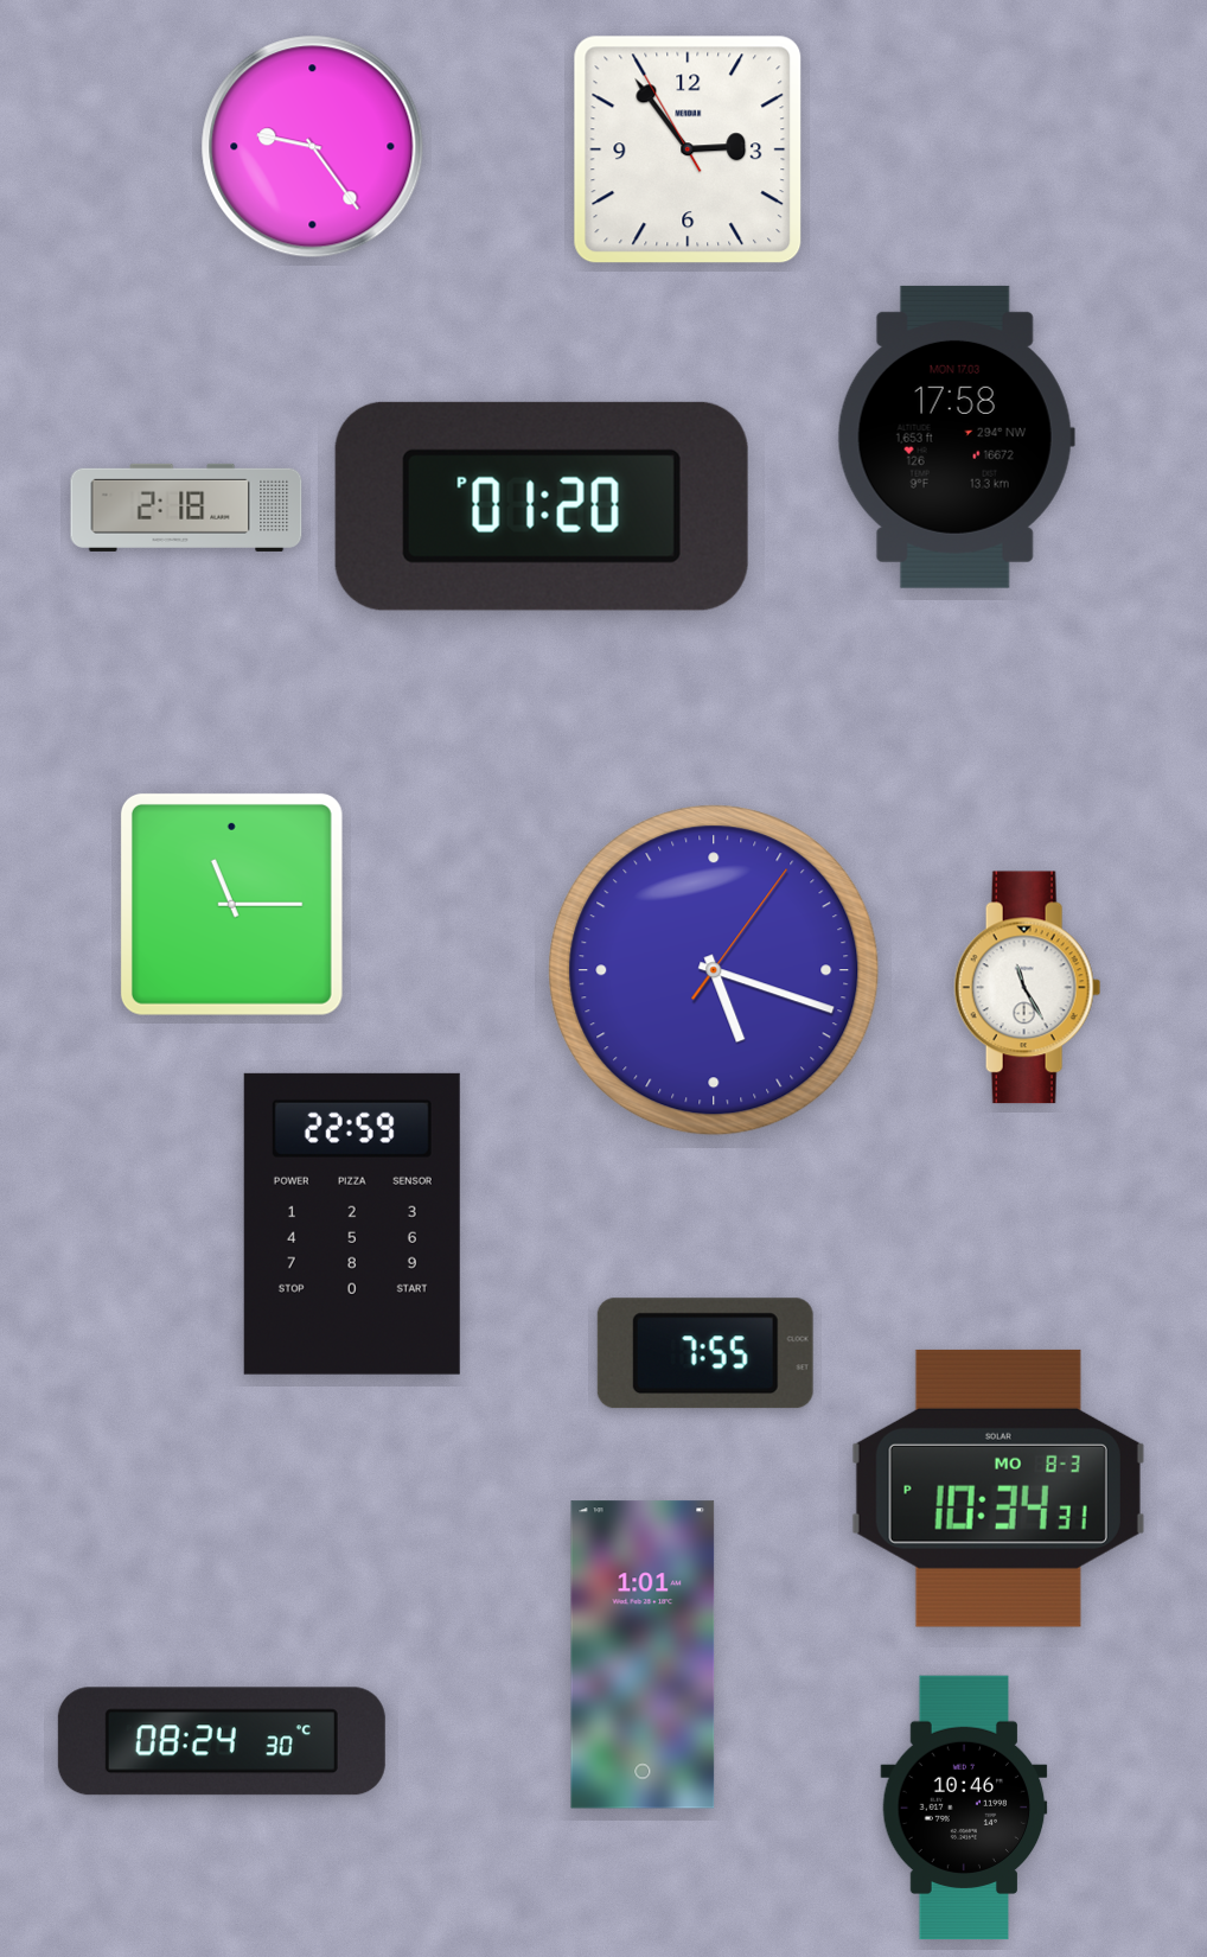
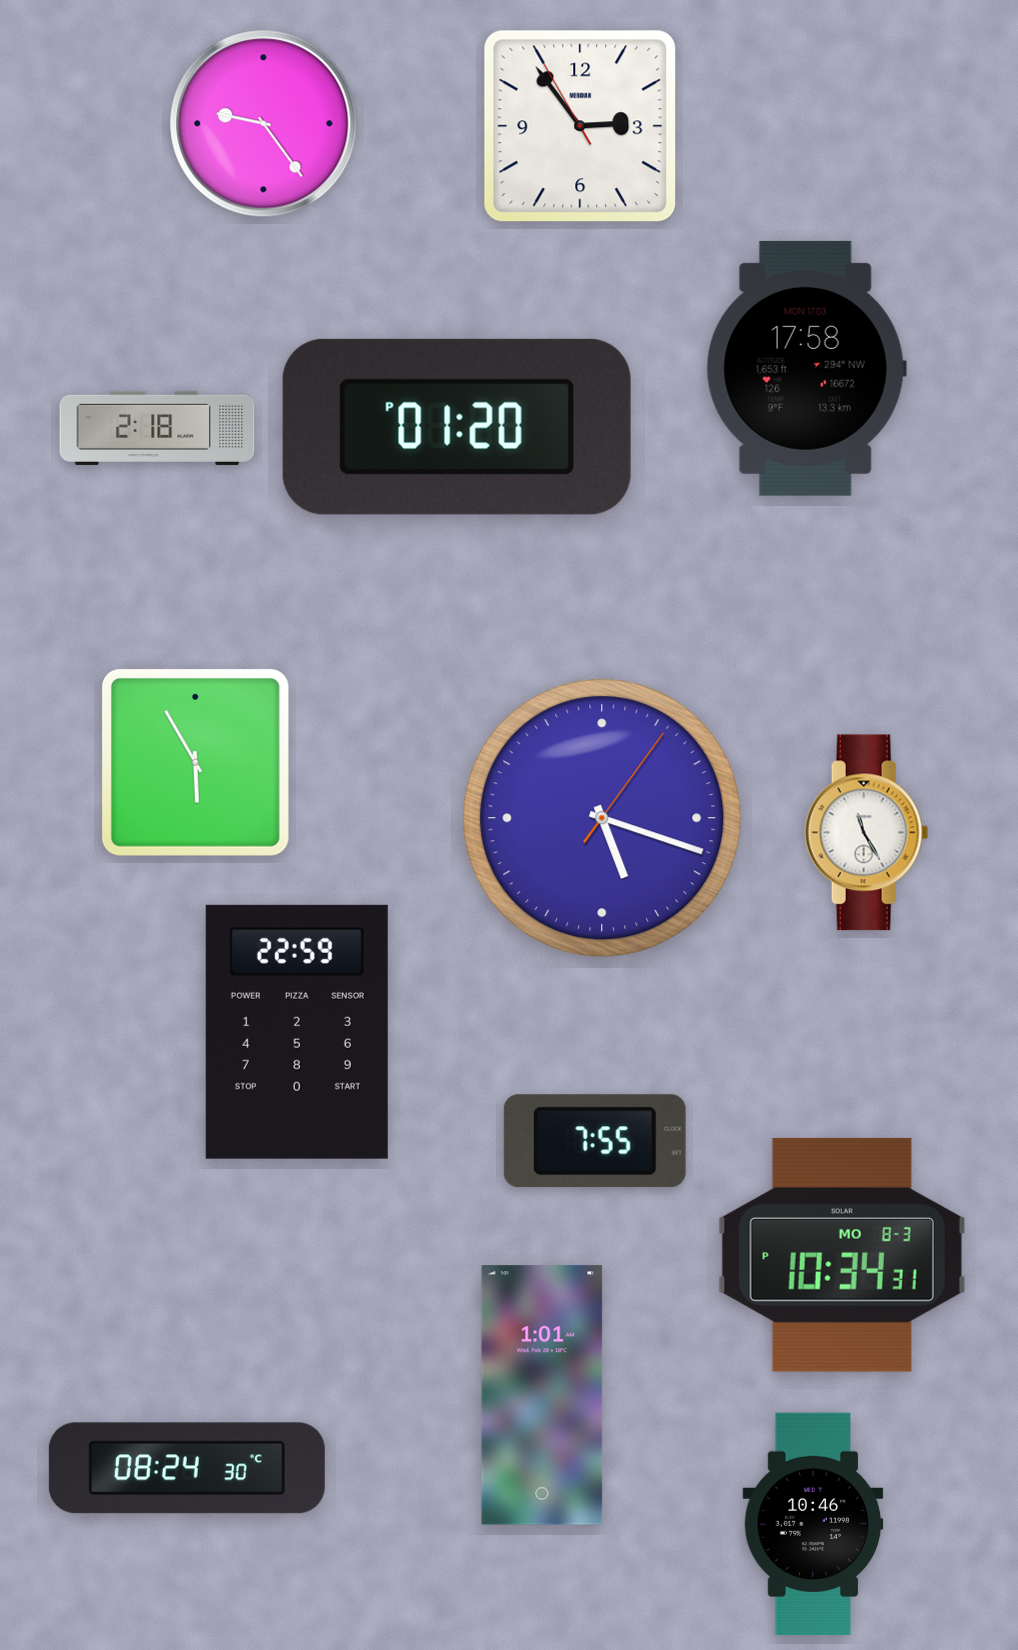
clock at (231, 904): 11:15 -> 5:55
